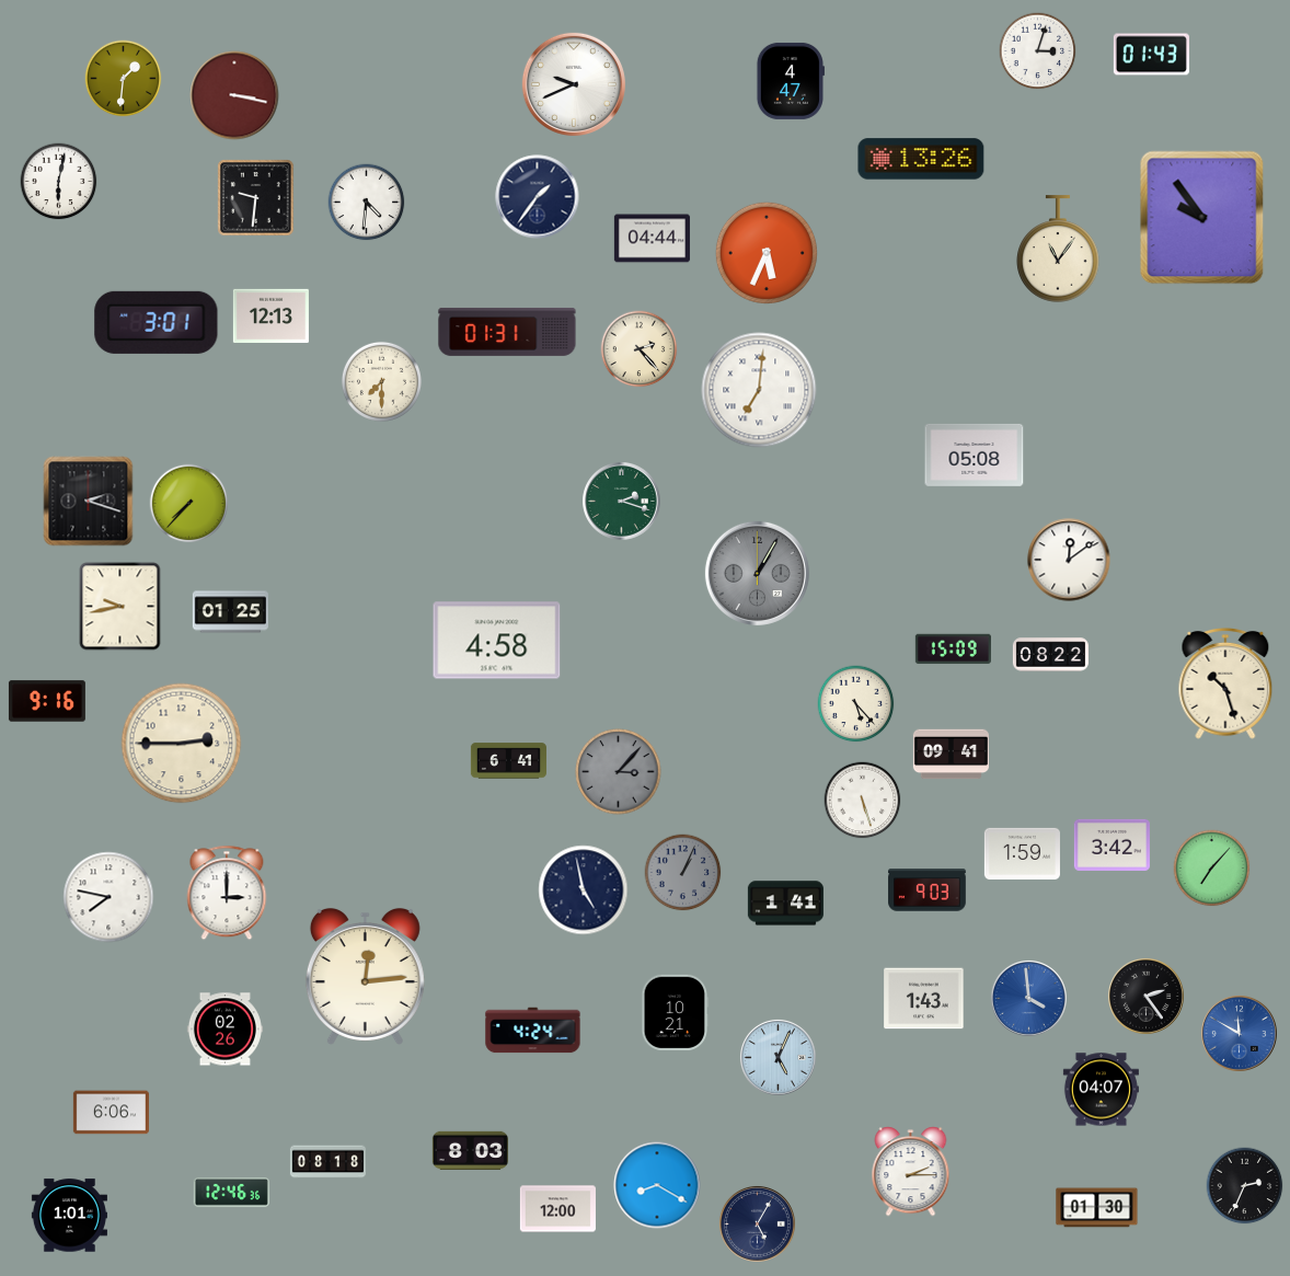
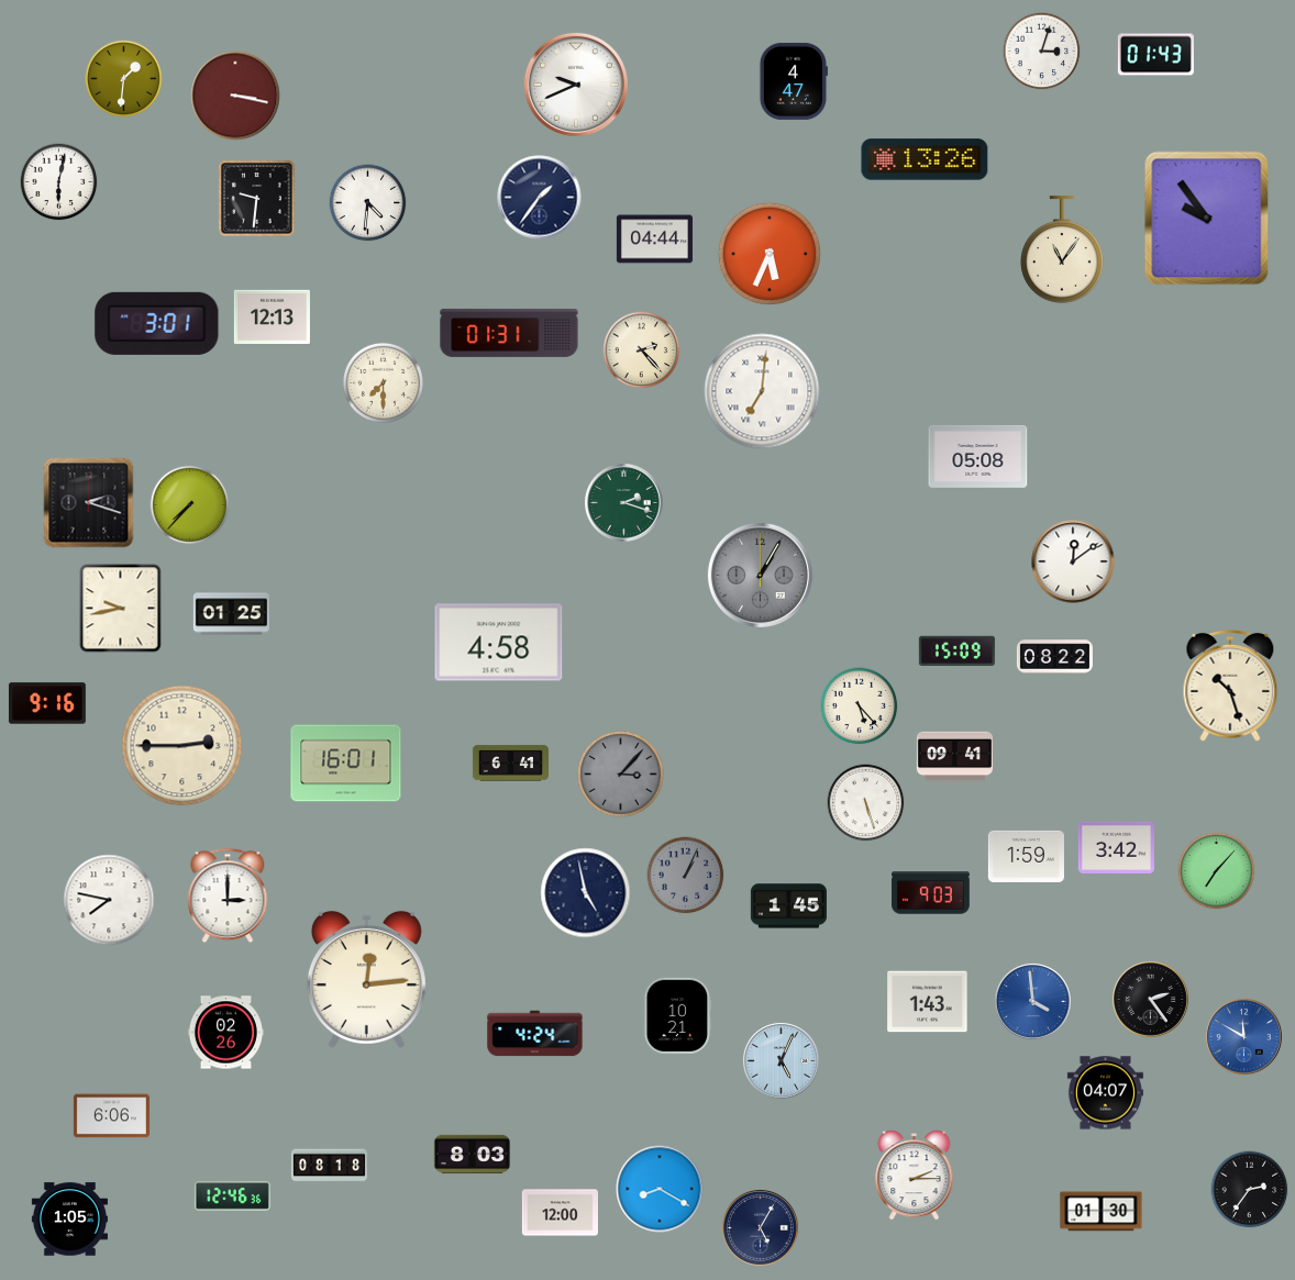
clock at (346, 764): none -> 16:01
clock at (785, 904): 1:41 -> 1:45
clock at (1245, 1186): 2:34 -> 2:36
clock at (69, 1216): 1:01 -> 1:05
